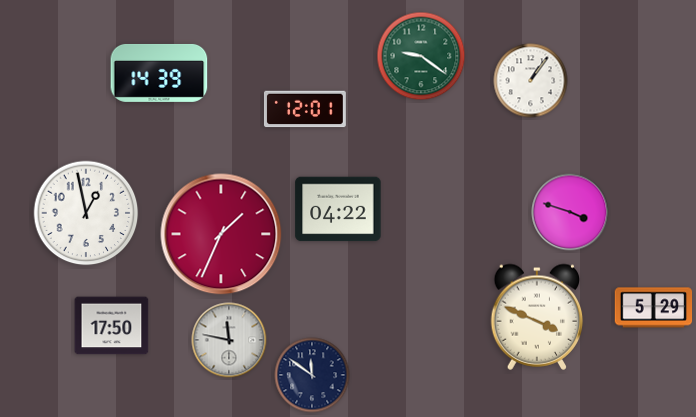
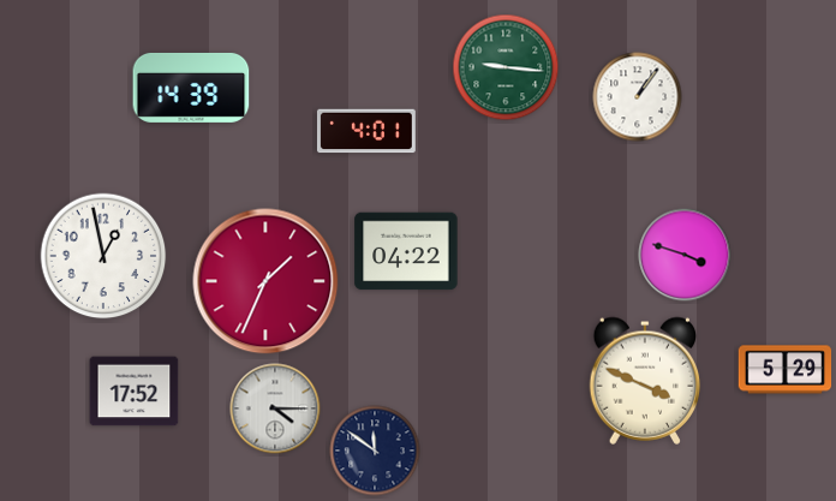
clock at (421, 56): 9:21 -> 9:16
clock at (305, 109): 12:01 -> 4:01
clock at (112, 326): 17:50 -> 17:52
clock at (229, 340): 11:47 -> 4:15
